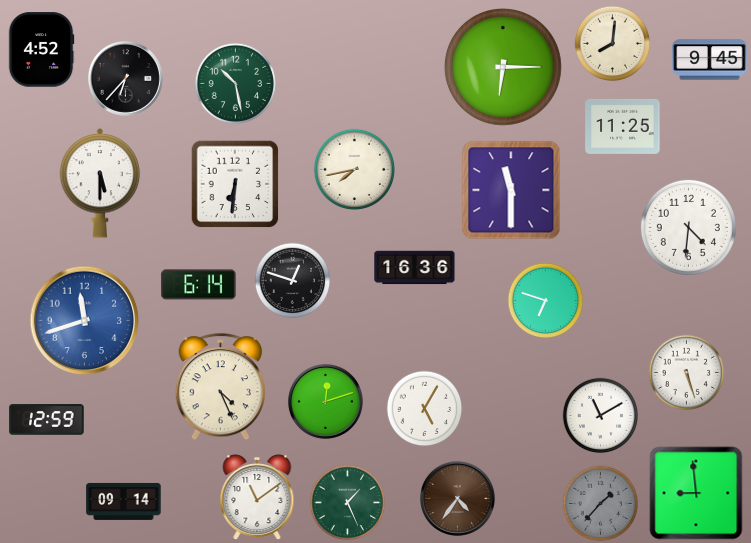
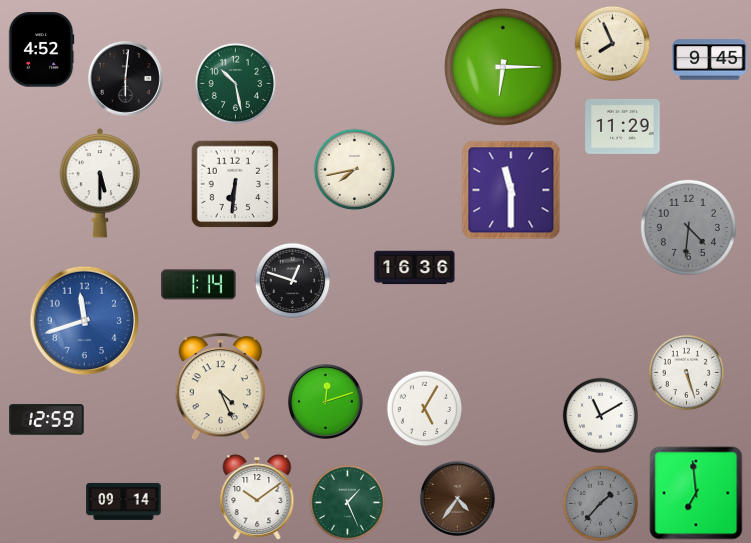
clock at (613, 44): 8:01 -> 7:56
clock at (125, 78): 6:37 -> 6:01
clock at (623, 126): 11:25 -> 11:29
clock at (688, 227) dial: white -> grey
clock at (199, 285): 6:14 -> 1:14
clock at (546, 301): 6:48 -> none
clock at (696, 493): 8:59 -> 6:59
clock at (257, 497): 11:09 -> 10:09
